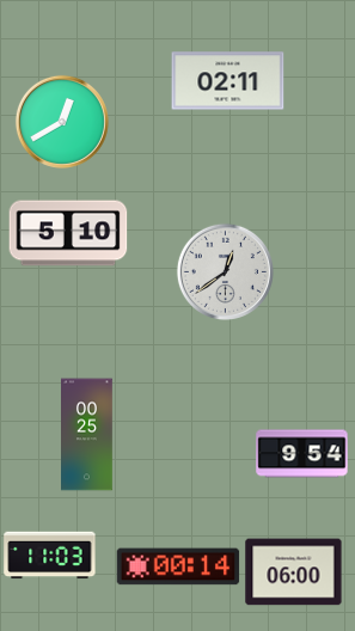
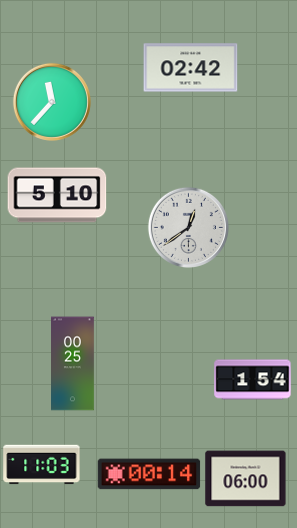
clock at (228, 81): 02:11 -> 02:42
clock at (62, 122): 12:40 -> 11:37
clock at (302, 454): 9:54 -> 1:54
